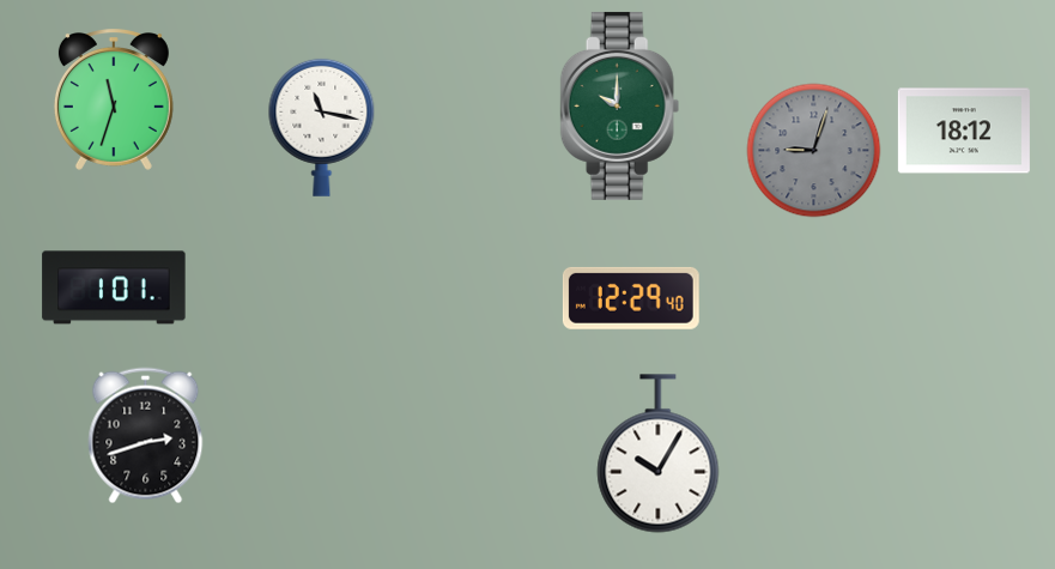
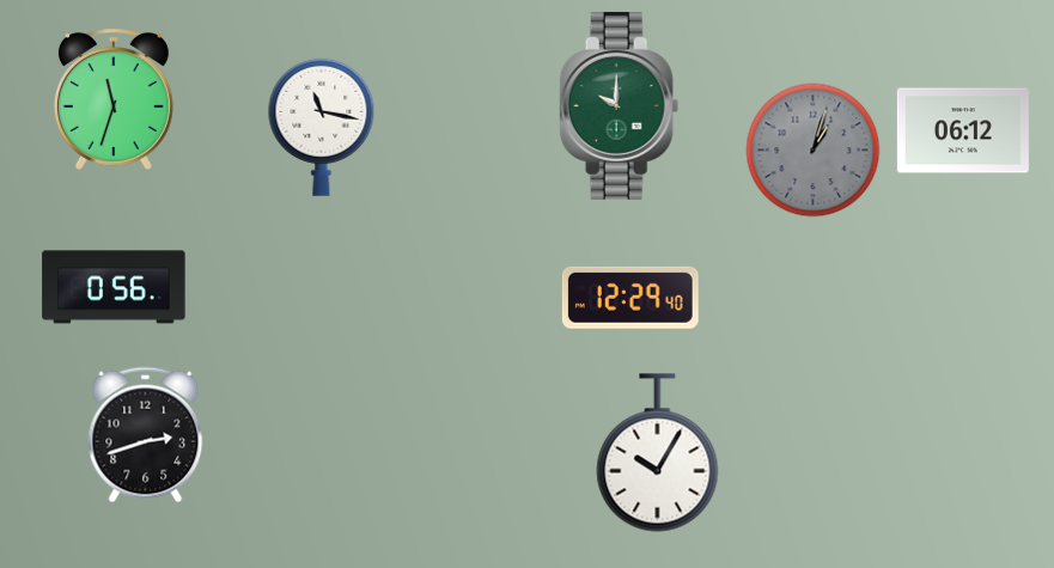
clock at (964, 131): 18:12 -> 06:12
clock at (814, 151): 9:03 -> 1:03
clock at (114, 287): 1:01 -> 0:56
